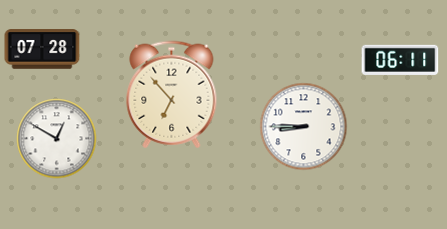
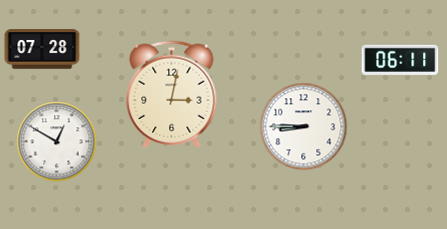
clock at (172, 95): 6:53 -> 3:02
clock at (57, 139) position: (57, 139) -> (57, 142)
